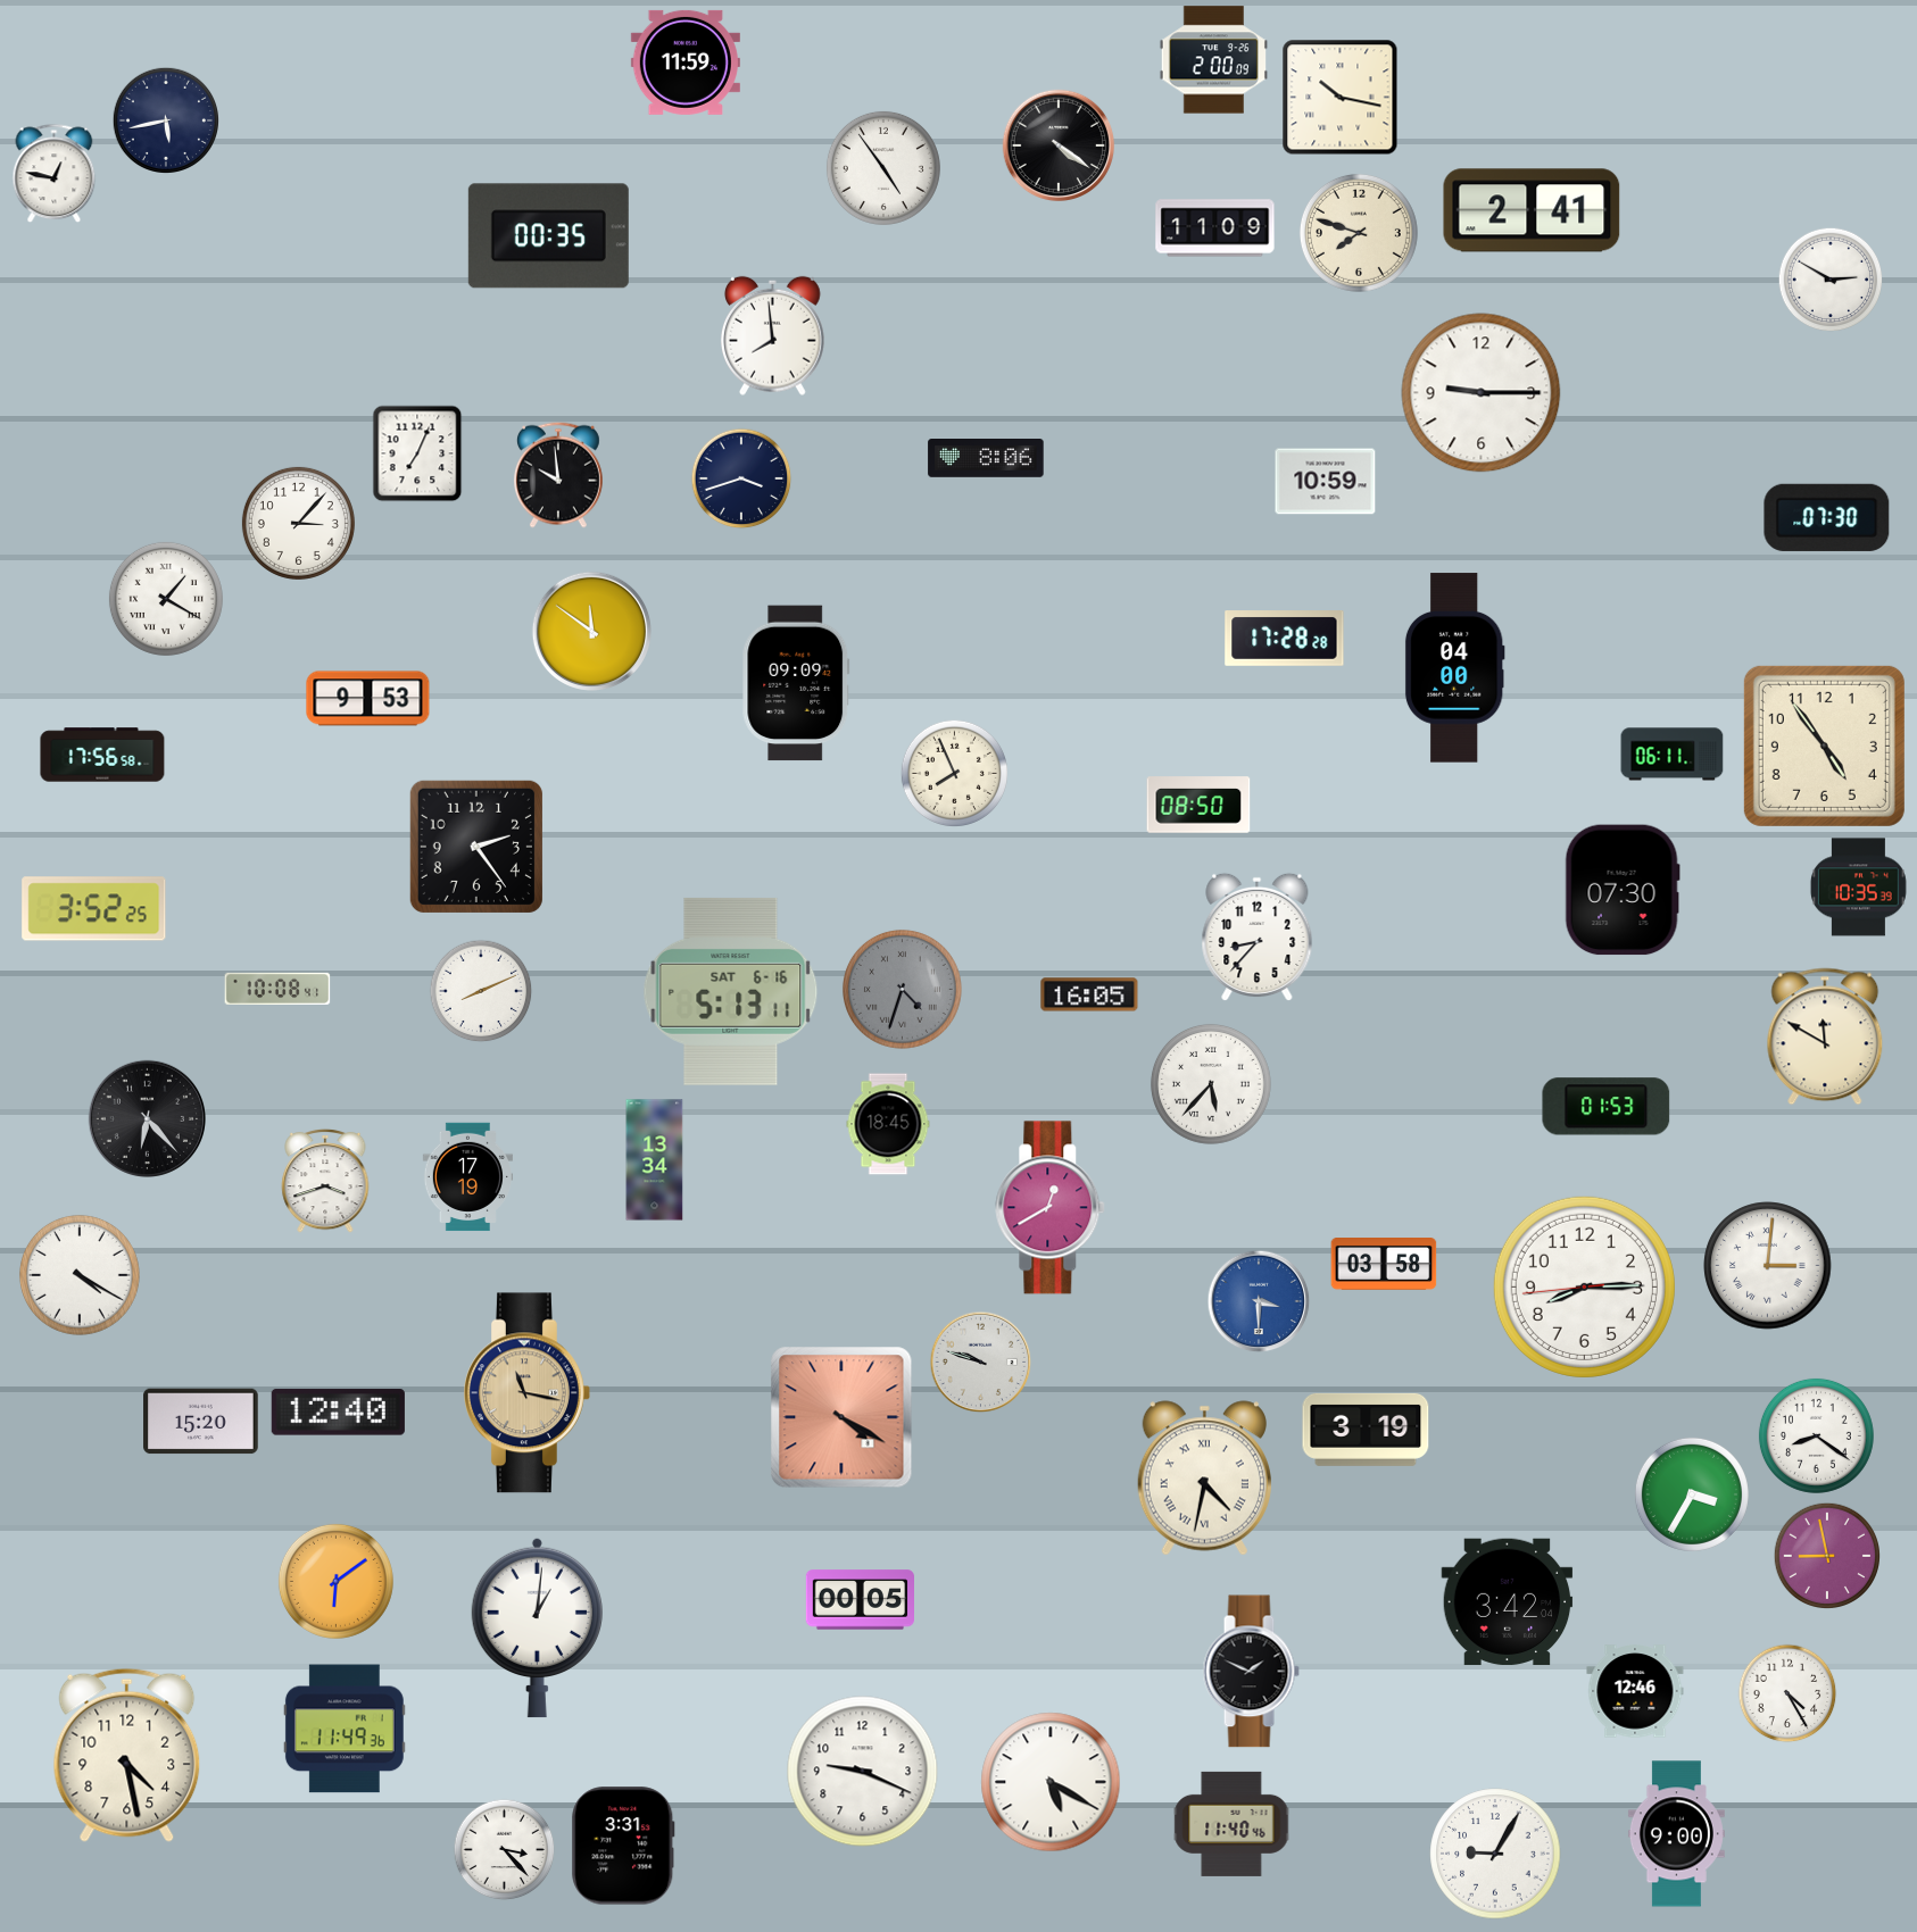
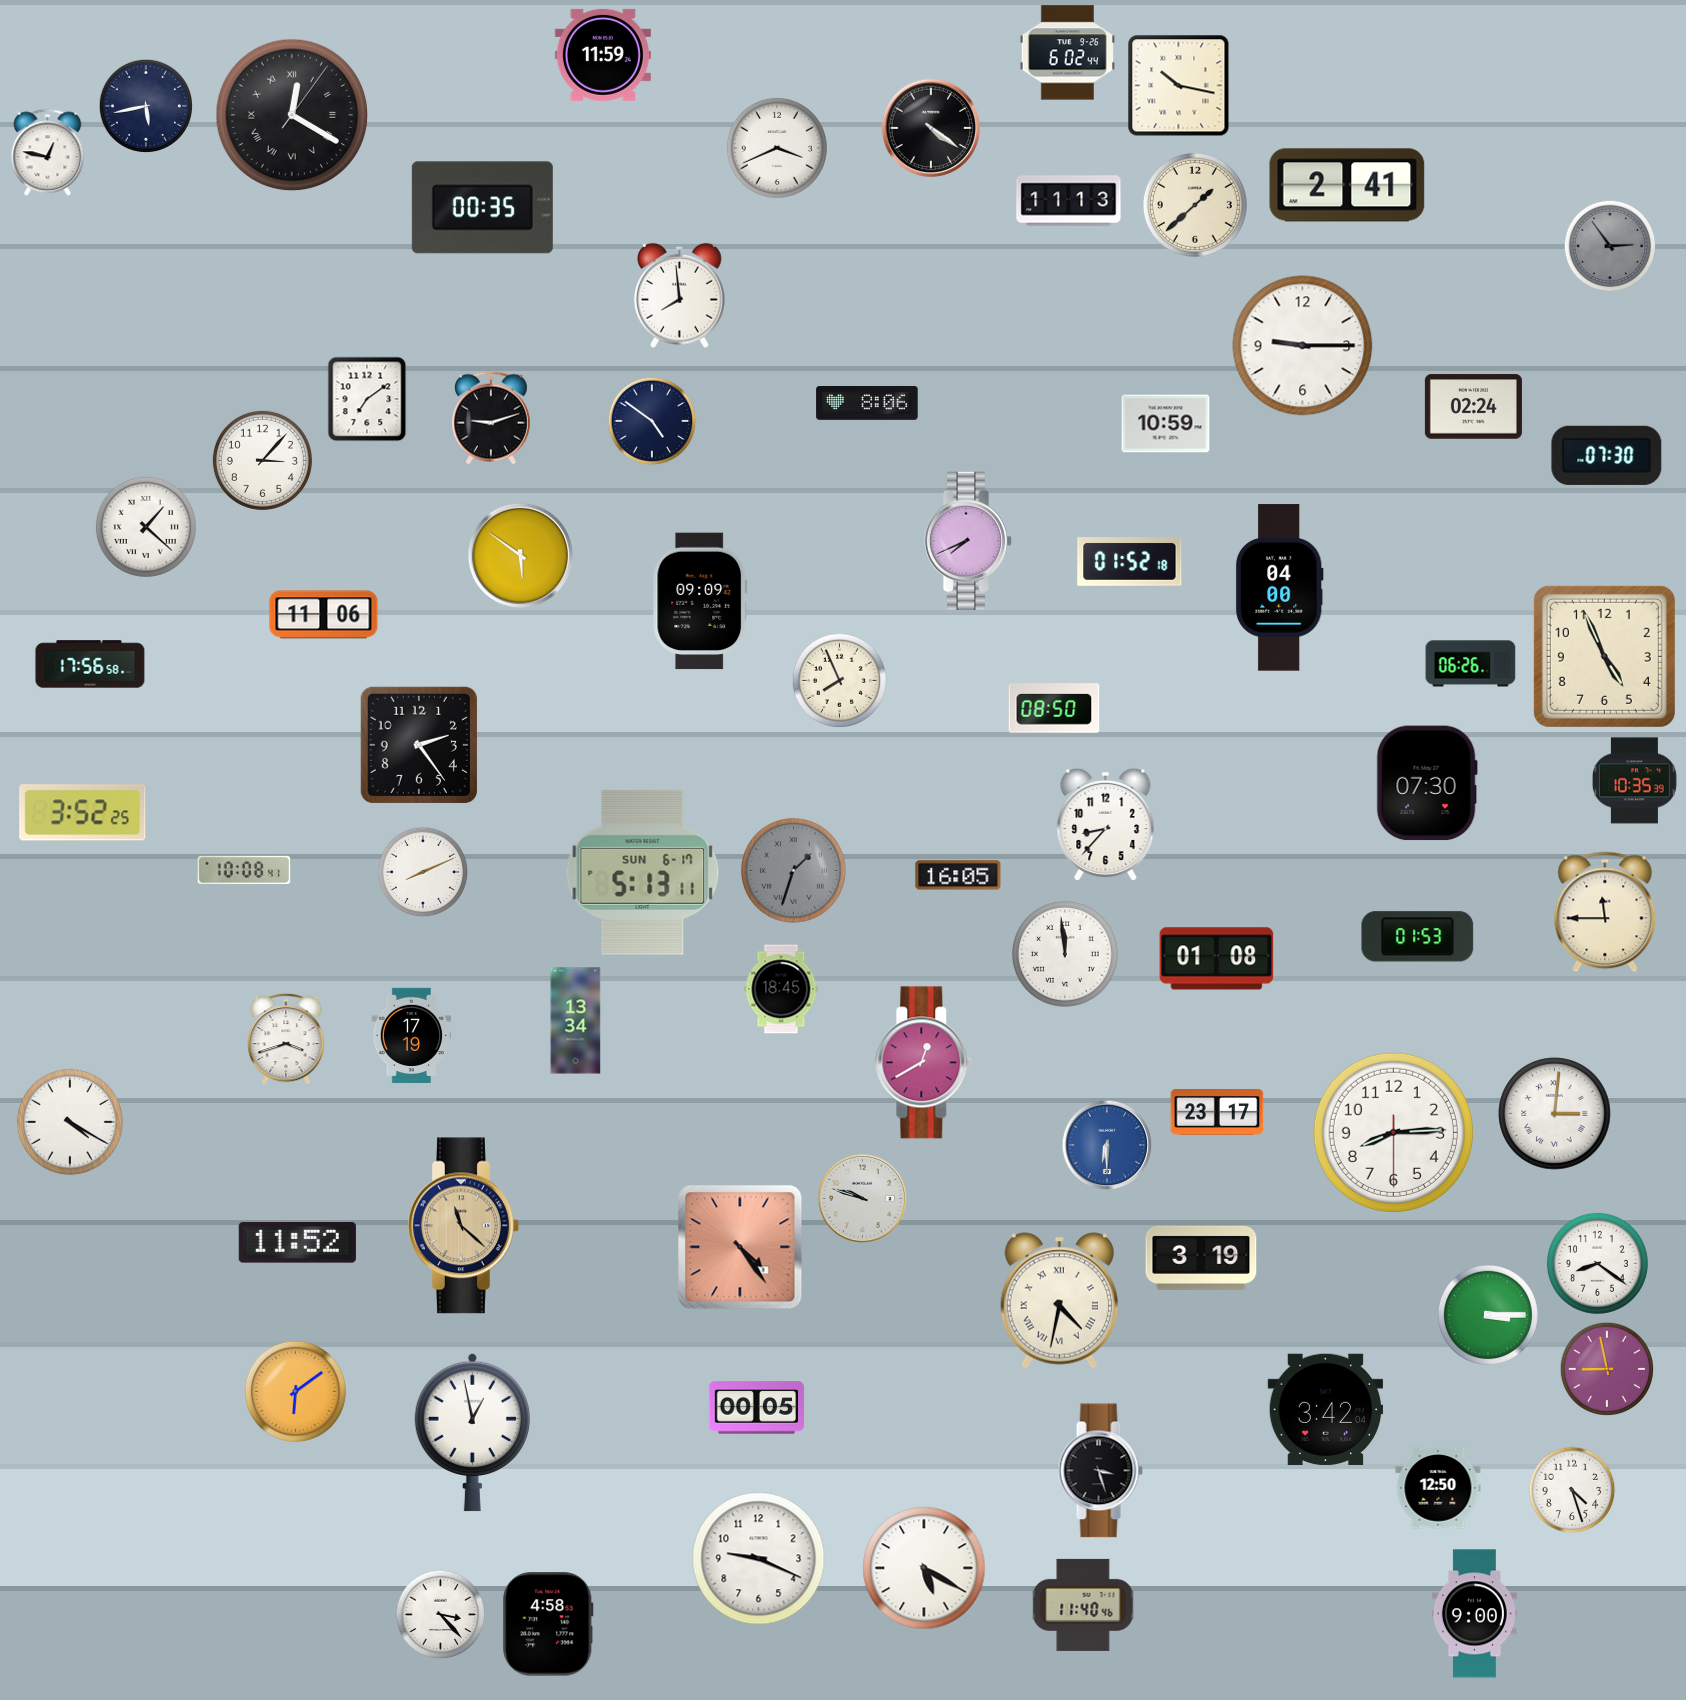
clock at (1213, 60): 2:00 -> 6:02
clock at (292, 115): none -> 12:20
clock at (883, 168): 4:54 -> 3:41
clock at (1215, 228): 11:09 -> 11:13
clock at (1359, 233): 7:48 -> 1:38
clock at (1831, 280): 2:50 -> 2:54
clock at (1831, 280) dial: white -> grey
clock at (417, 453): 7:04 -> 7:09
clock at (1473, 407): none -> 02:24
clock at (558, 475): 9:59 -> 9:12
clock at (741, 478): 3:42 -> 4:51
clock at (166, 599): 1:20 -> 1:22
clock at (968, 541): none -> 7:41
clock at (591, 631): 11:51 -> 5:51
clock at (1285, 639): 17:28 -> 01:52
clock at (368, 699): 9:53 -> 11:06
clock at (1824, 746): 4:54 -> 4:56
clock at (1673, 755): 06:11 -> 06:26
clock at (94, 909) position: (94, 909) -> (83, 813)
clock at (902, 989): 4:33 -> 1:33
clock at (731, 991) date: SAT 6-16 -> SUN 6-17
clock at (1825, 1036): 11:50 -> 11:45
clock at (1211, 1084): 5:37 -> 11:59
clock at (1217, 959): none -> 01:08
clock at (1607, 1107) position: (1607, 1107) -> (1418, 937)
clock at (147, 1118): 6:23 -> none
clock at (1384, 1265): 03:58 -> 23:17
clock at (1584, 1286): 8:14:44 -> 8:14:30
clock at (1259, 1301): 3:30 -> 6:30
clock at (528, 1393): 11:17 -> 11:22
clock at (338, 1413): 12:40 -> 11:52
clock at (841, 1417): 4:20 -> 4:24
clock at (201, 1422): 15:20 -> none
clock at (1692, 1494): 3:35 -> 3:15
clock at (537, 1627): 1:01 -> 12:58
clock at (1251, 1672): 1:49 -> 3:27
clock at (1635, 1691): 12:46 -> 12:50
clock at (1787, 1693): 4:25 -> 4:27
clock at (345, 1729): 11:49 -> none
clock at (127, 1755): 4:28 -> none
clock at (623, 1846): 3:31 -> 4:58
clock at (505, 1850) position: (505, 1850) -> (441, 1615)
clock at (1495, 1854): 9:05 -> none
